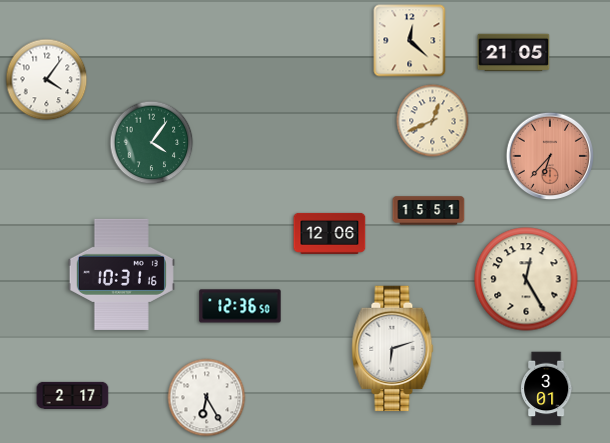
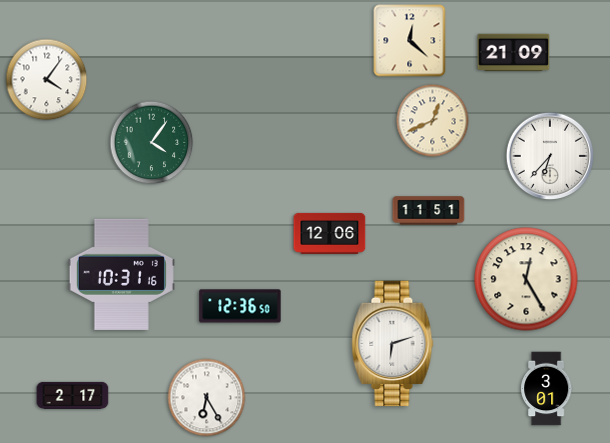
clock at (514, 53): 21:05 -> 21:09
clock at (549, 155) dial: salmon -> white
clock at (429, 211): 15:51 -> 11:51
clock at (393, 349) position: (393, 349) -> (393, 344)
